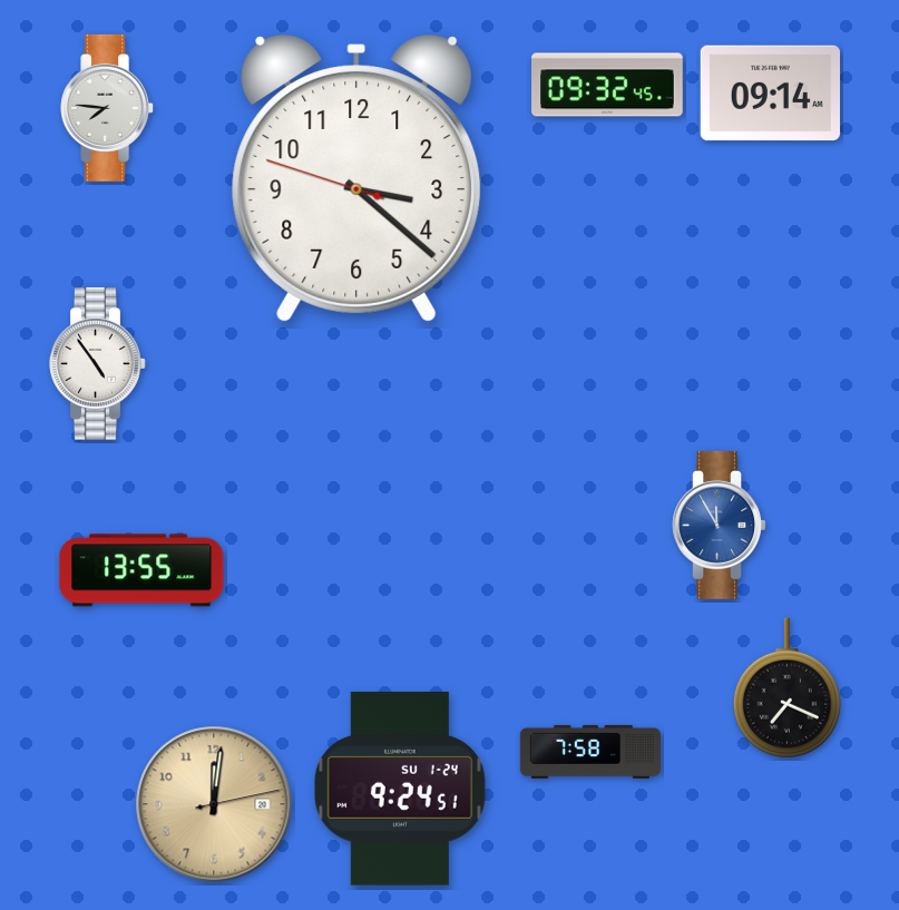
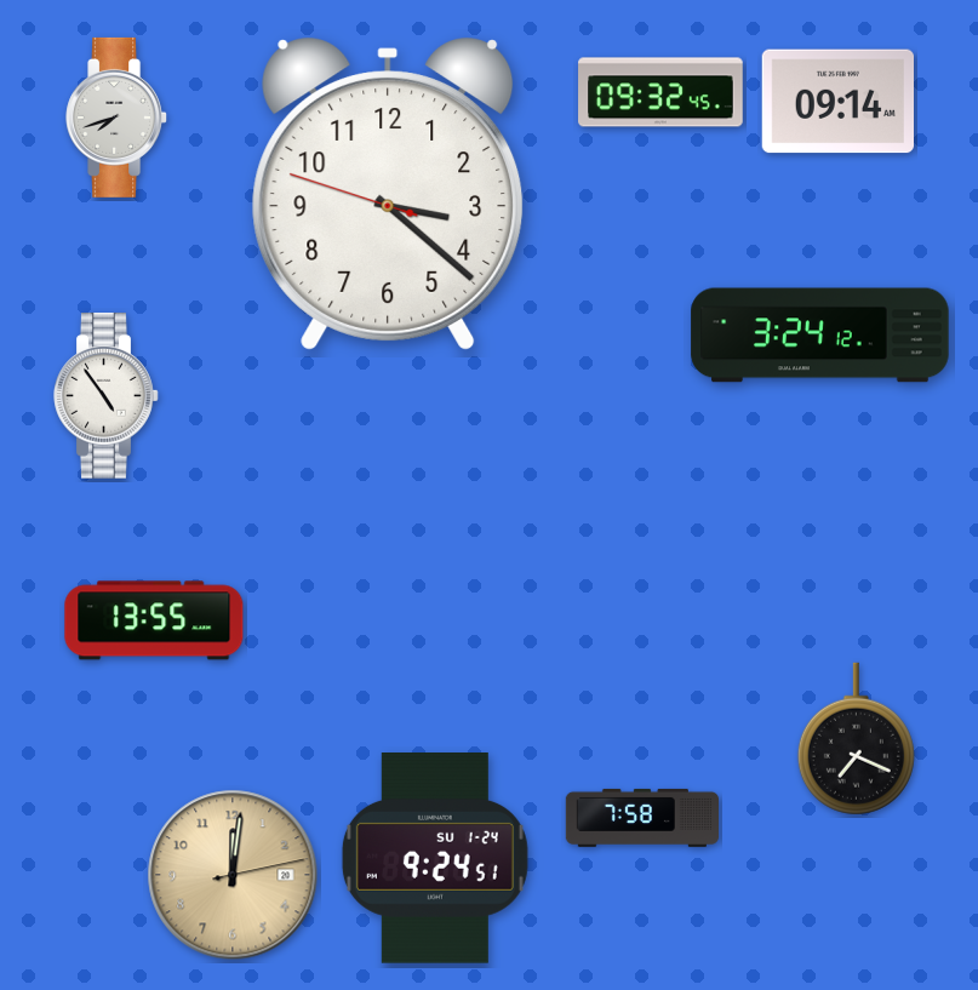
clock at (108, 108): 7:46 -> 7:42
clock at (820, 336): none -> 3:24
clock at (719, 525): 11:55 -> none
clock at (786, 688) position: (786, 688) -> (856, 739)
